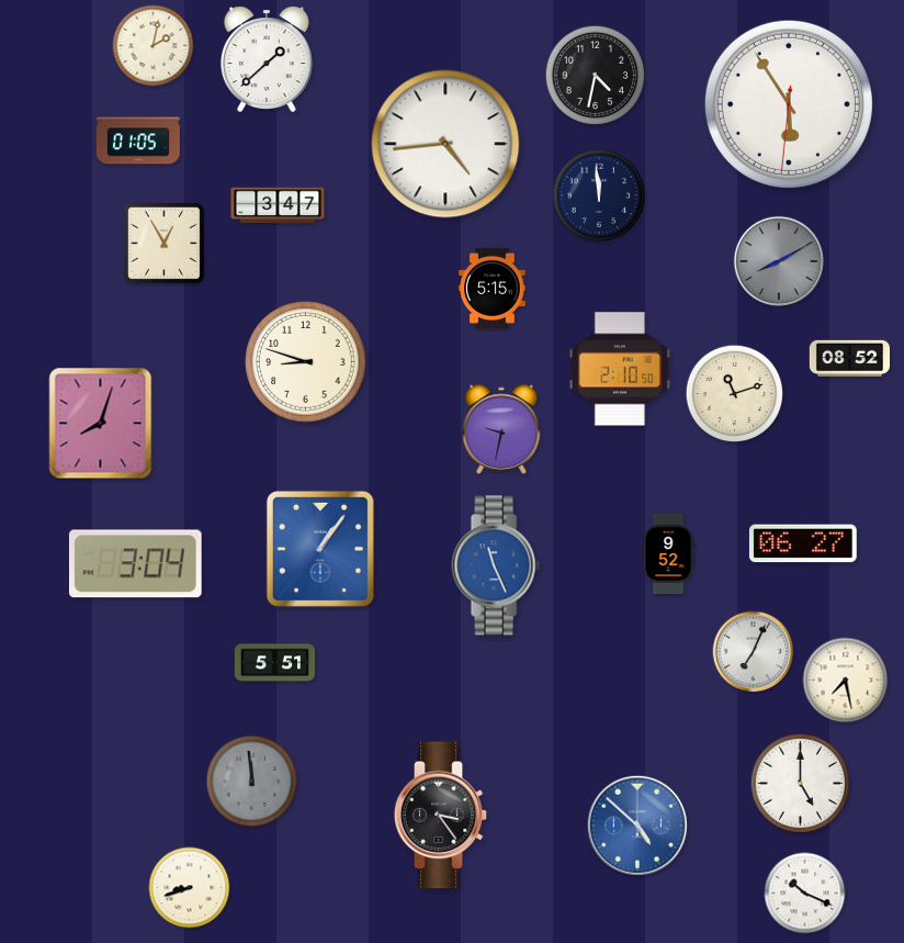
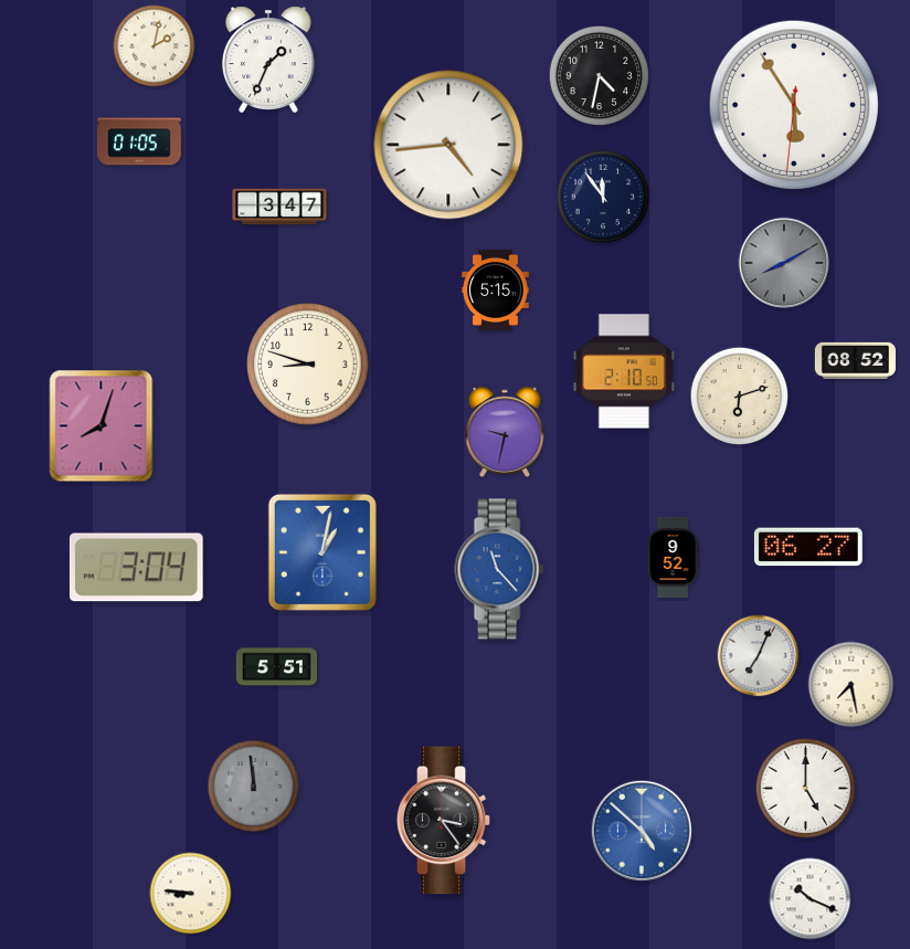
clock at (267, 59): 1:38 -> 1:34
clock at (599, 195): 11:59 -> 11:54
clock at (163, 243): 12:55 -> none
clock at (735, 394): 11:12 -> 6:12
clock at (320, 549): 1:06 -> 1:02
clock at (496, 565): 11:26 -> 11:23
clock at (190, 888): 8:42 -> 8:46
